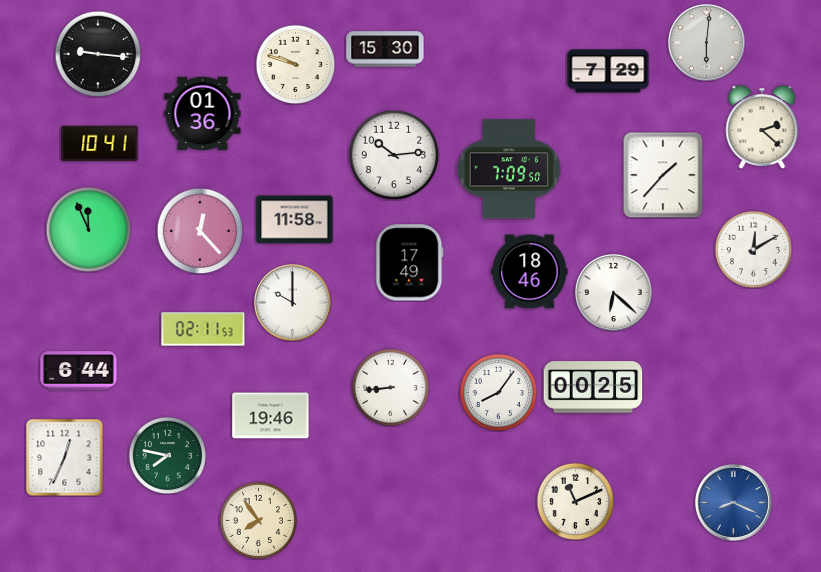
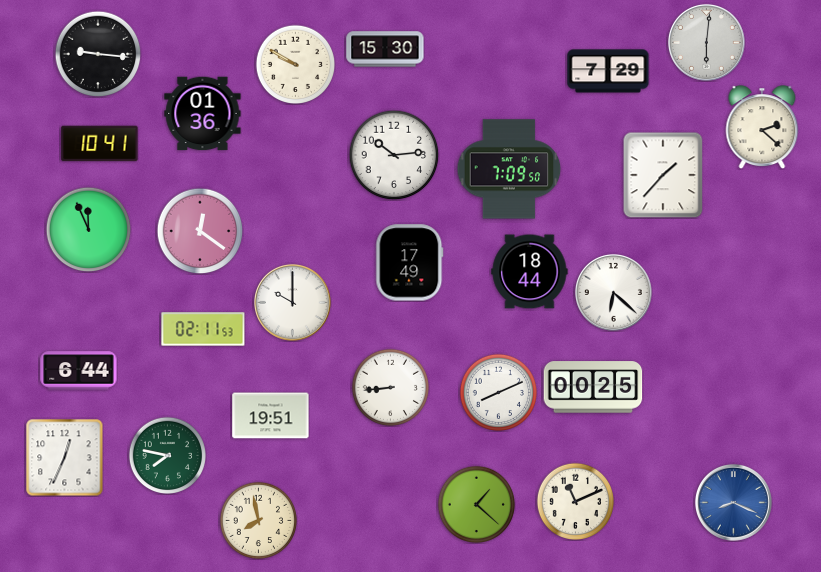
clock at (295, 64): 9:48 -> 9:50
clock at (295, 220): 11:58 -> none
clock at (200, 231): 12:23 -> 12:21
clock at (753, 249): 12:10 -> none
clock at (530, 272): 18:46 -> 18:44
clock at (498, 392): 8:06 -> 8:11
clock at (271, 416): 19:46 -> 19:51
clock at (476, 504): none -> 1:22
clock at (258, 520): 7:54 -> 7:58
